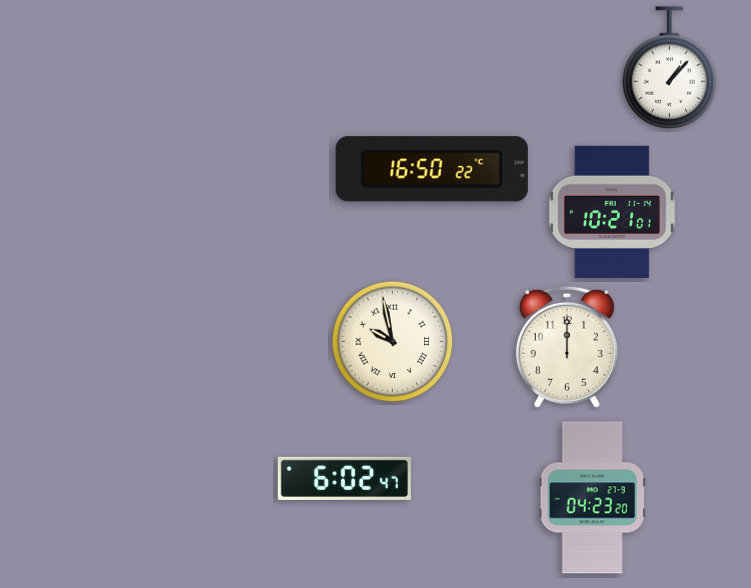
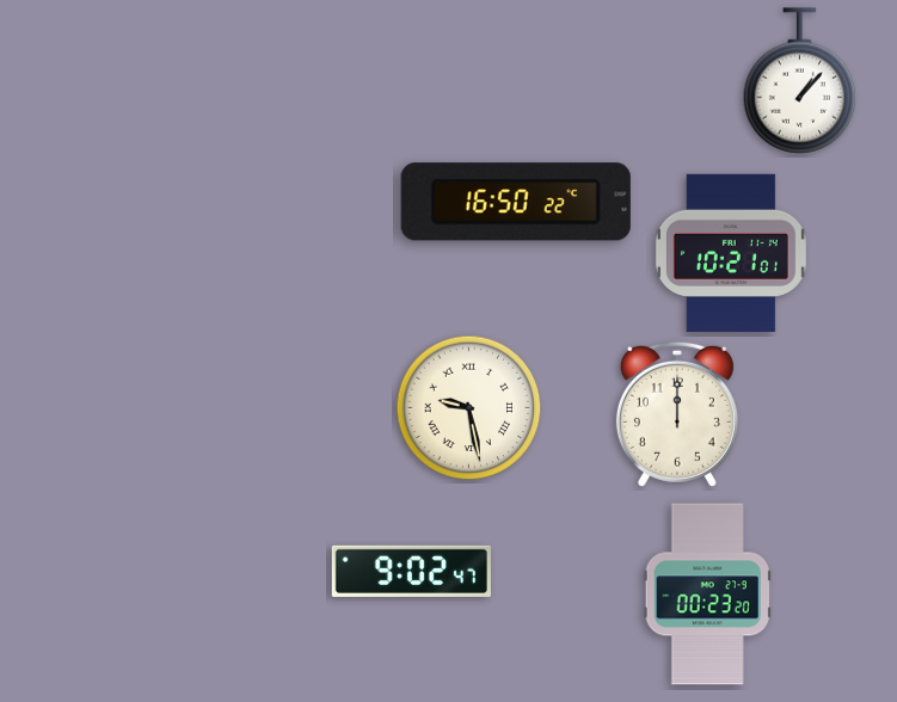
clock at (393, 342): 9:58 -> 9:28
clock at (344, 478): 6:02 -> 9:02
clock at (592, 498): 04:23 -> 00:23
